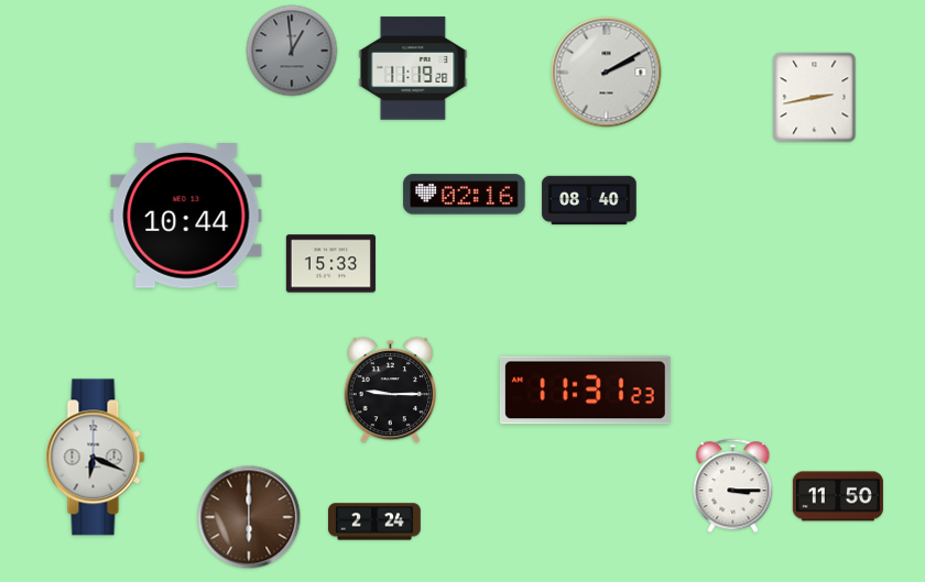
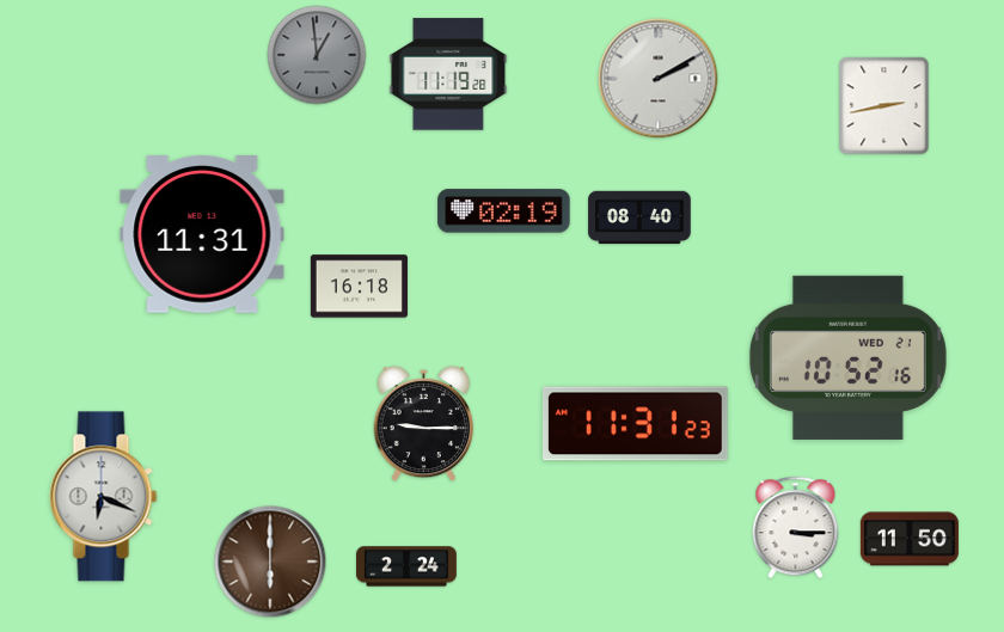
clock at (465, 195): 02:16 -> 02:19
clock at (186, 217): 10:44 -> 11:31
clock at (330, 264): 15:33 -> 16:18
clock at (847, 357): none -> 10:52
